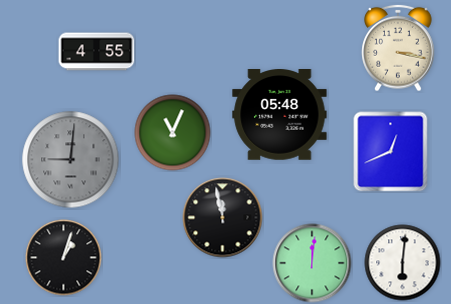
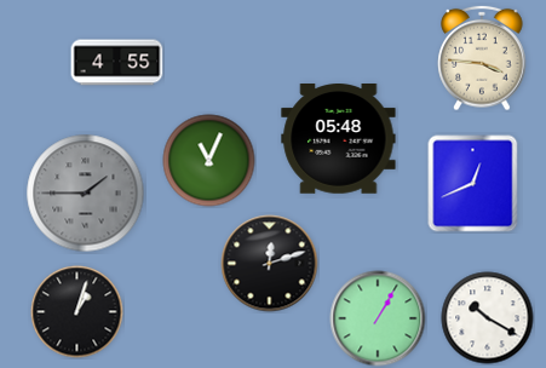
clock at (398, 48): 3:17 -> 3:46
clock at (71, 160): 9:01 -> 1:45
clock at (223, 218): 11:58 -> 12:12
clock at (312, 263): 12:01 -> 1:05
clock at (403, 263): 6:01 -> 10:20
